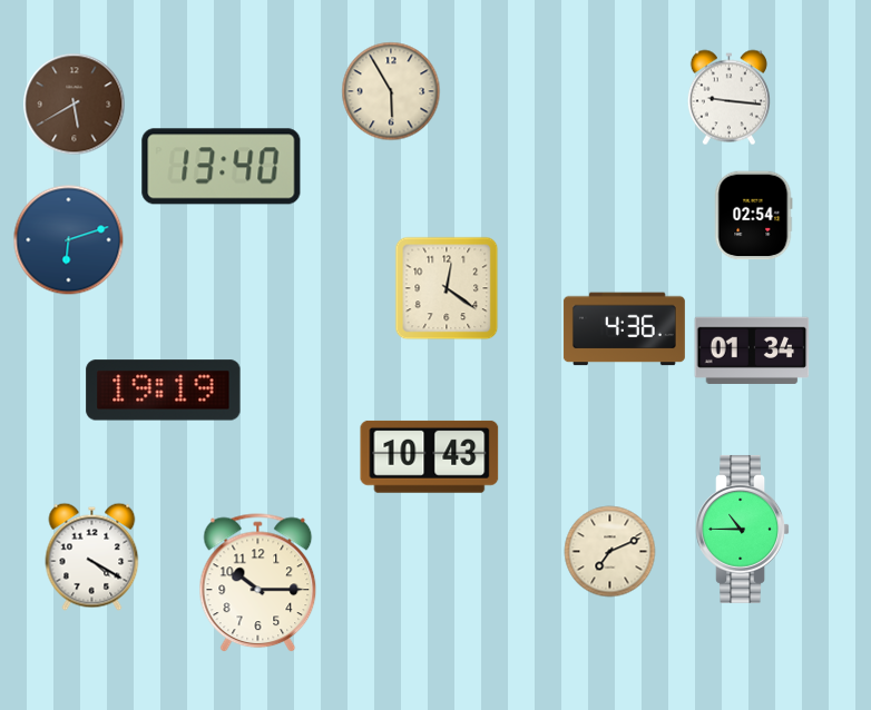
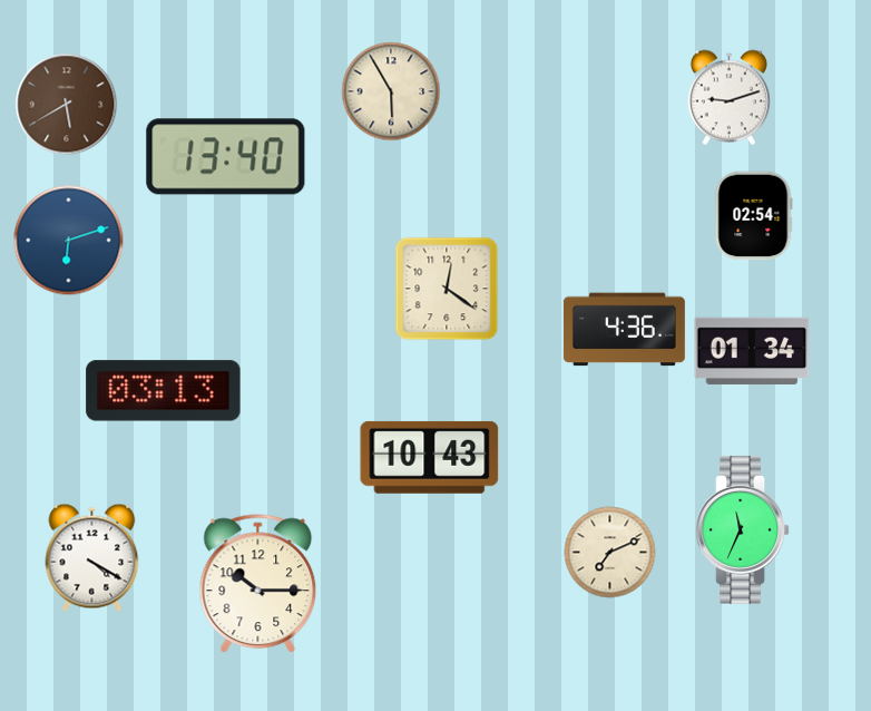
clock at (728, 98): 9:16 -> 9:12
clock at (75, 105) position: (75, 105) -> (67, 105)
clock at (222, 167) position: (222, 167) -> (226, 157)
clock at (164, 391): 19:19 -> 03:13
clock at (743, 529): 10:45 -> 11:34
